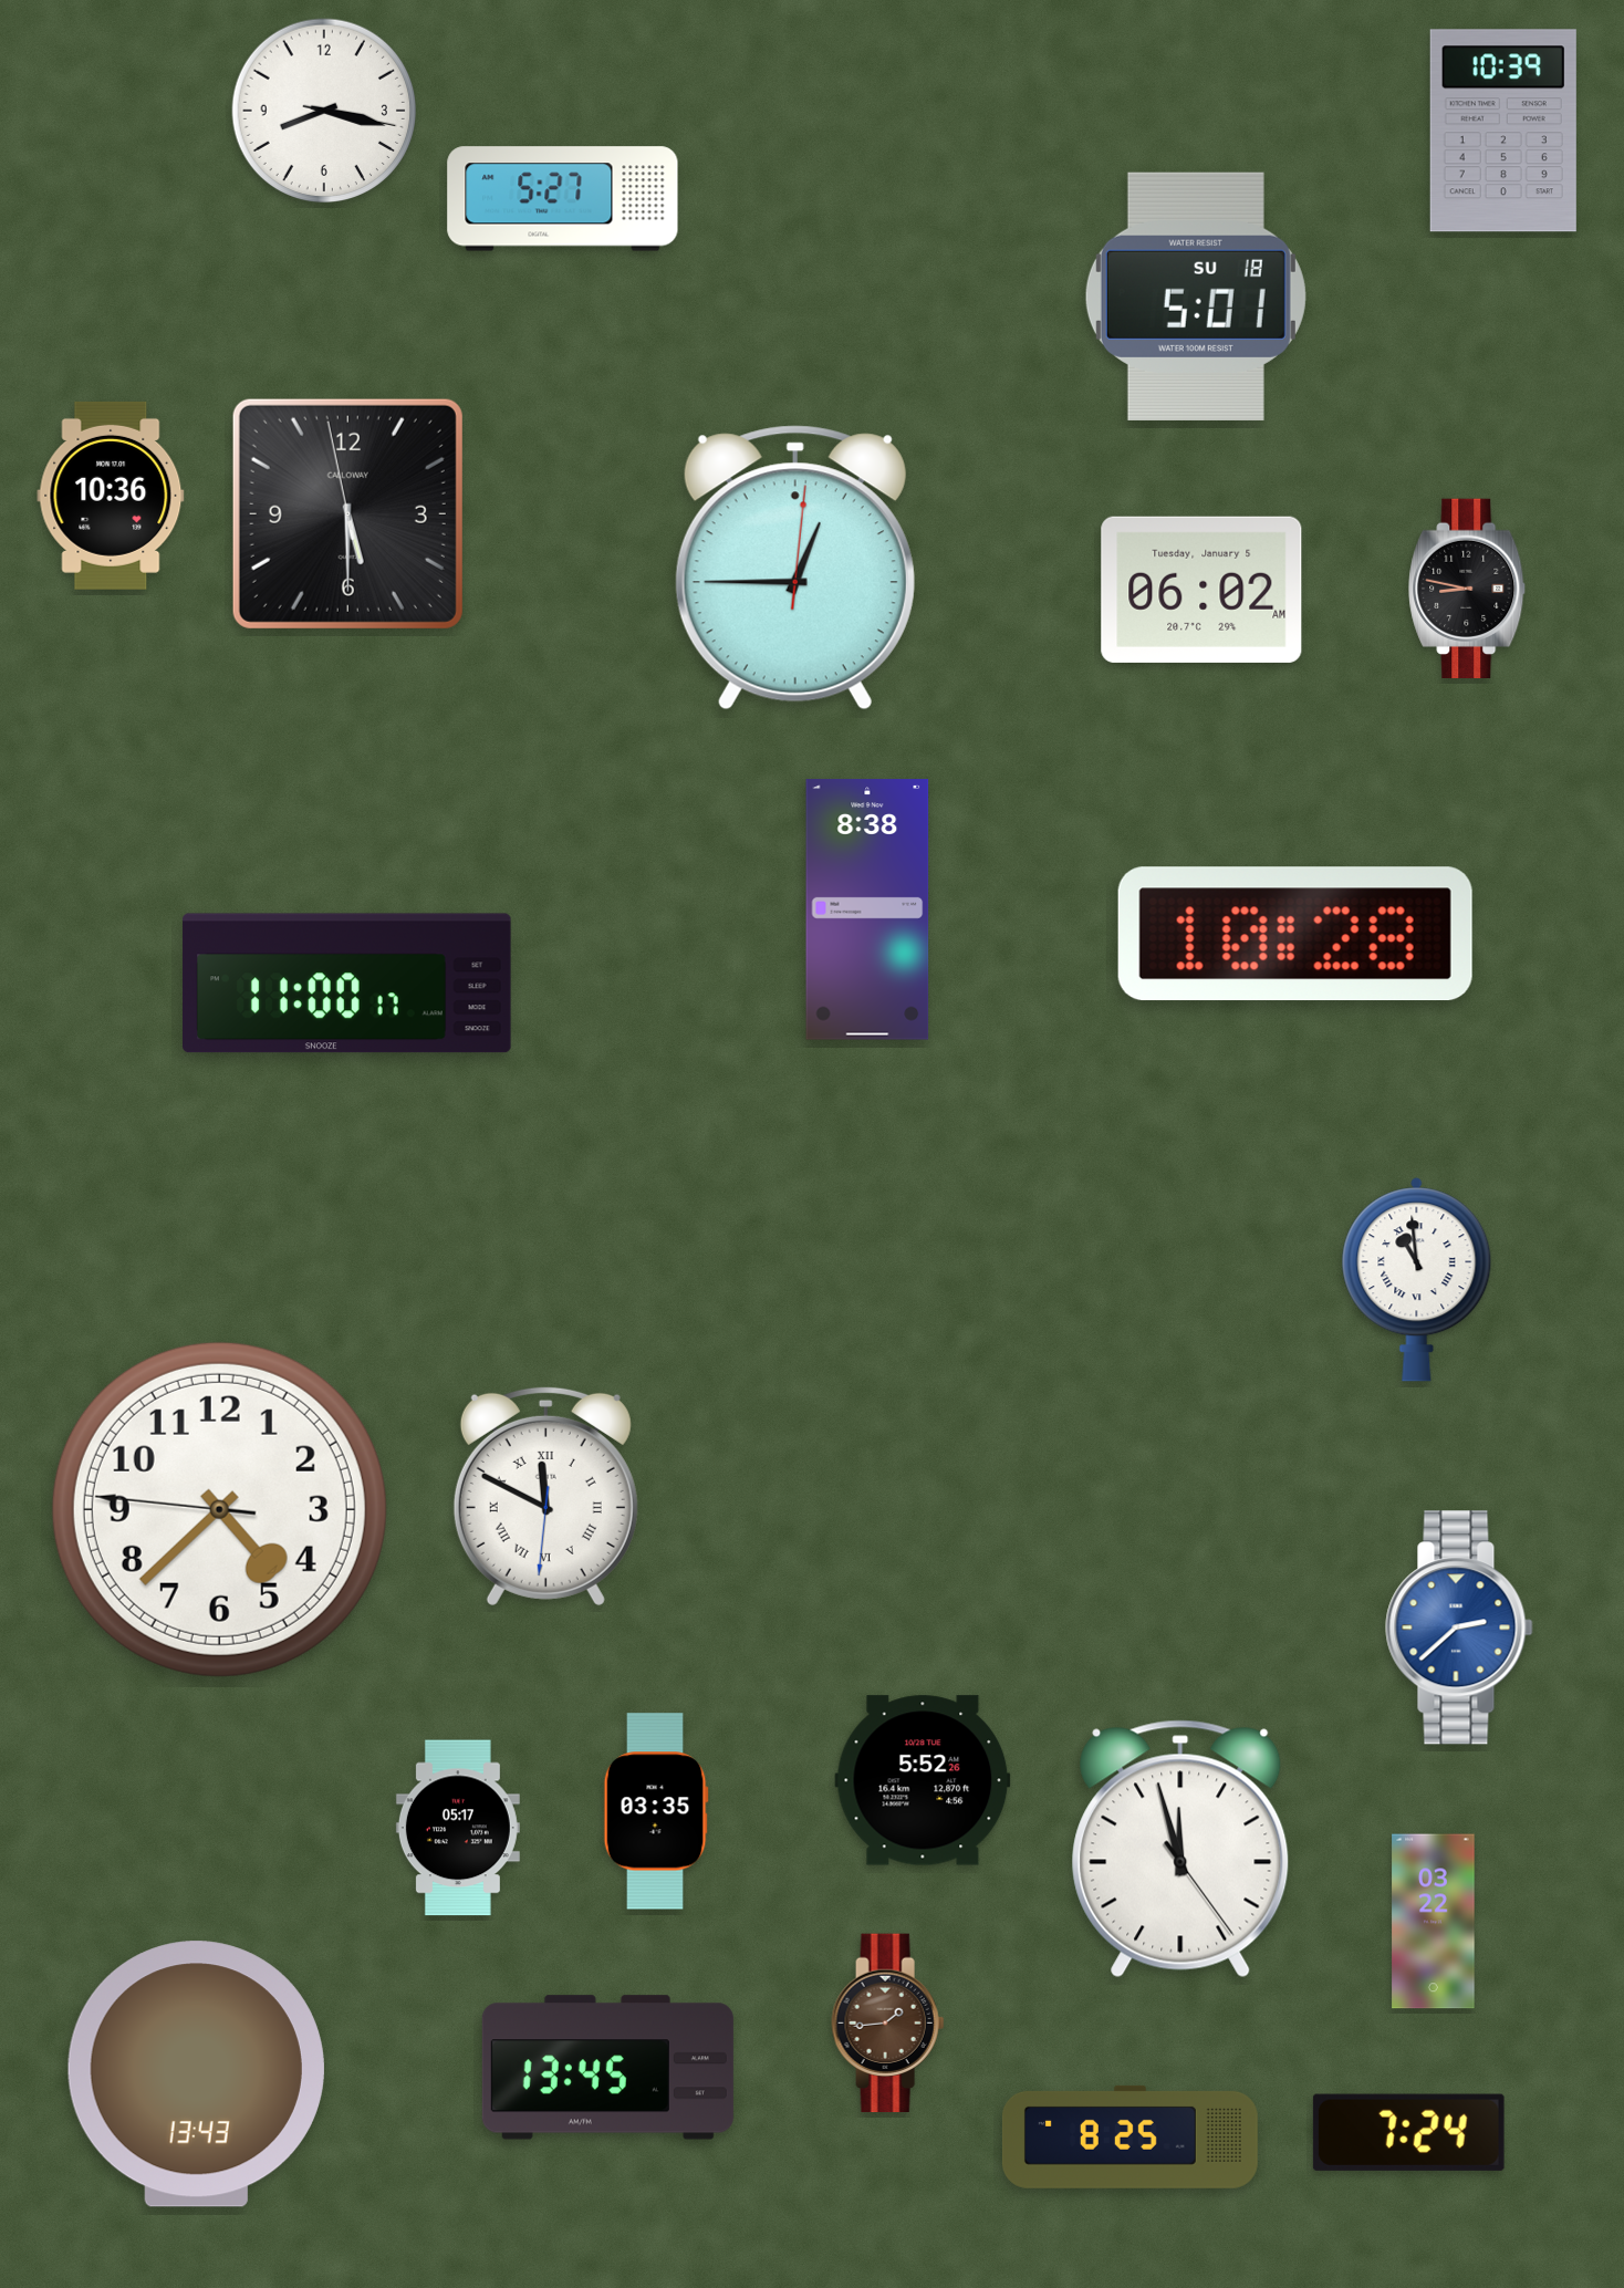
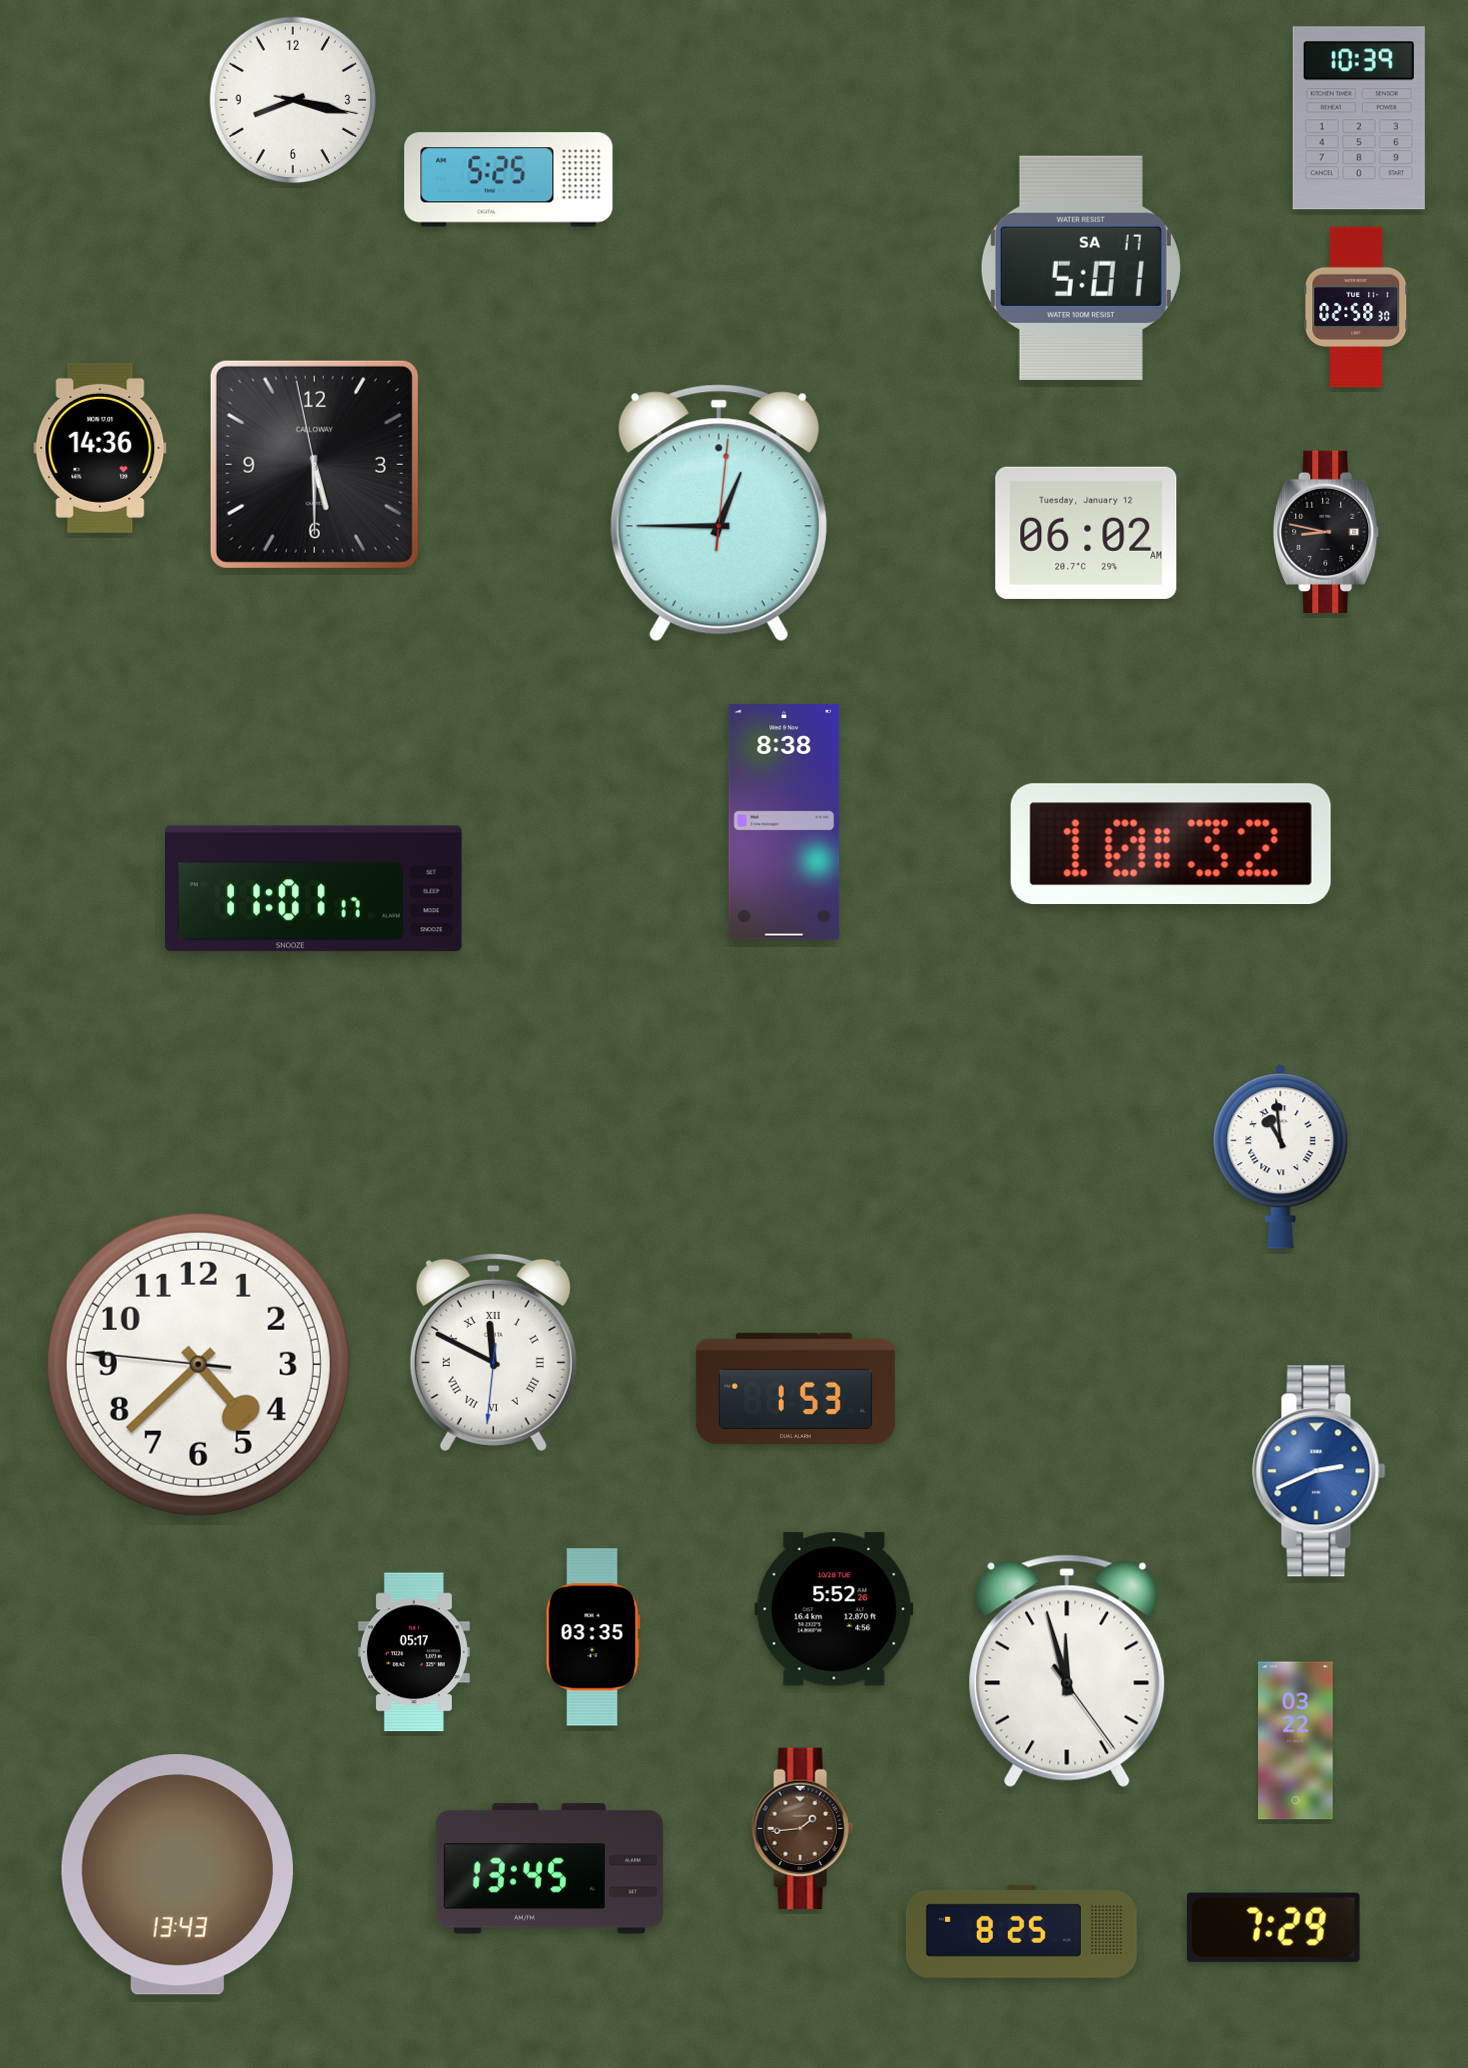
clock at (563, 199): 5:27 -> 5:25
clock at (1196, 297) date: SU 18 -> SA 17
clock at (1356, 307): none -> 02:58
clock at (111, 496): 10:36 -> 14:36
clock at (1201, 590) date: Tuesday, January 5 -> Tuesday, January 12
clock at (1295, 934): 10:28 -> 10:32
clock at (347, 984): 11:00 -> 11:01
clock at (795, 1388): none -> 1:53
clock at (1459, 1627): 2:38 -> 2:41
clock at (1434, 1922) position: (1434, 1922) -> (1296, 1741)
clock at (1408, 2132): 7:24 -> 7:29
